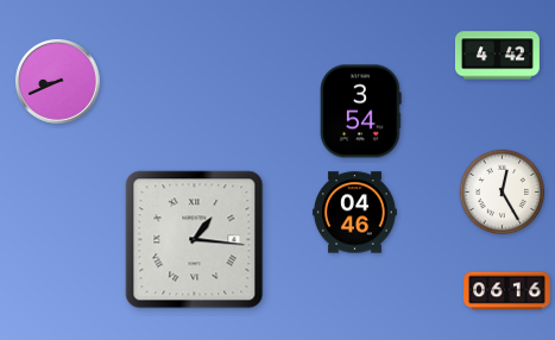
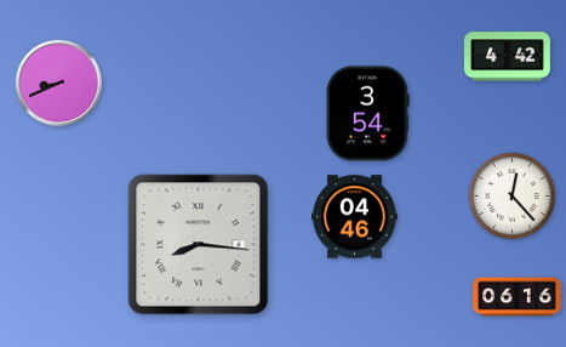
clock at (503, 193): 12:25 -> 12:23
clock at (354, 213) position: (354, 213) -> (354, 217)
clock at (195, 240): 1:16 -> 8:16
